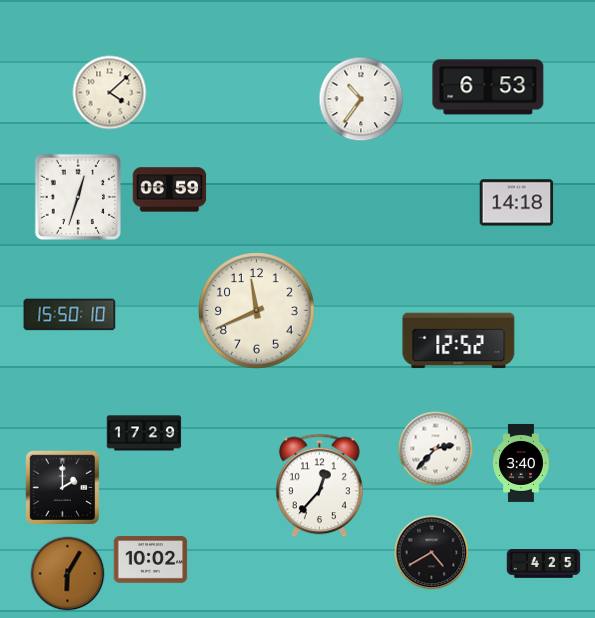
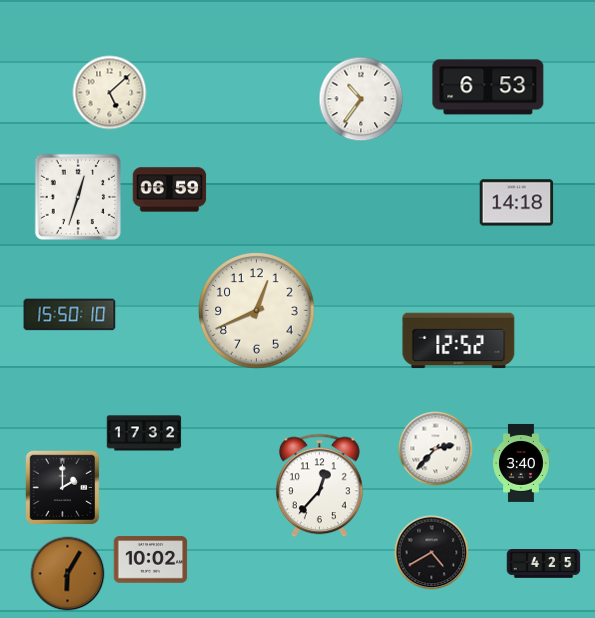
clock at (110, 93): 4:08 -> 5:08
clock at (257, 311): 11:41 -> 12:41
clock at (144, 433): 17:29 -> 17:32
